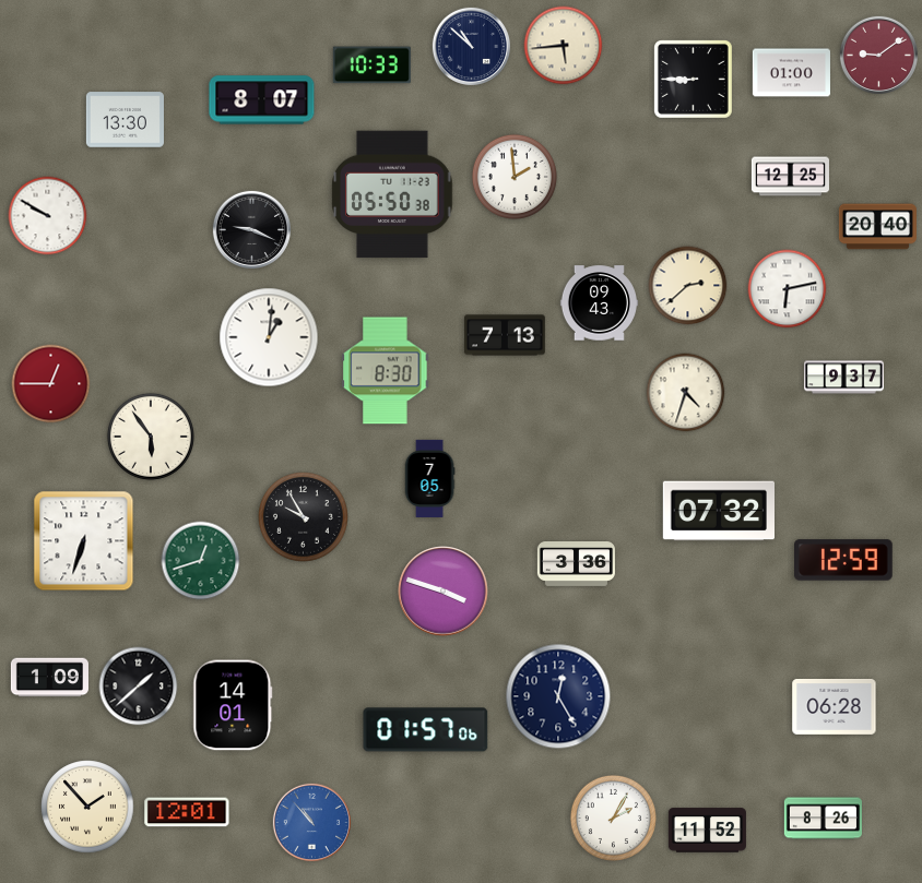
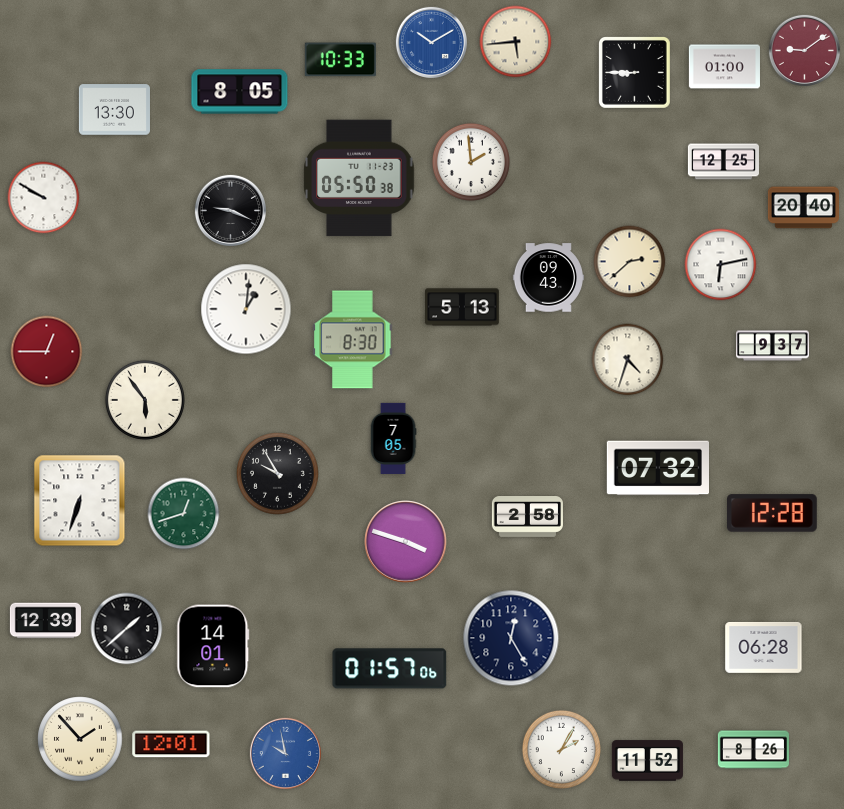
clock at (471, 46): 10:52 -> 10:10
clock at (471, 46) dial: navy -> blue
clock at (262, 100): 8:07 -> 8:05
clock at (505, 335): 7:13 -> 5:13
clock at (151, 437) position: (151, 437) -> (145, 400)
clock at (84, 541) position: (84, 541) -> (80, 501)
clock at (844, 560): 12:59 -> 12:28
clock at (576, 564): 3:36 -> 2:58
clock at (49, 678): 1:09 -> 12:39
clock at (311, 822): 10:53 -> 9:58
